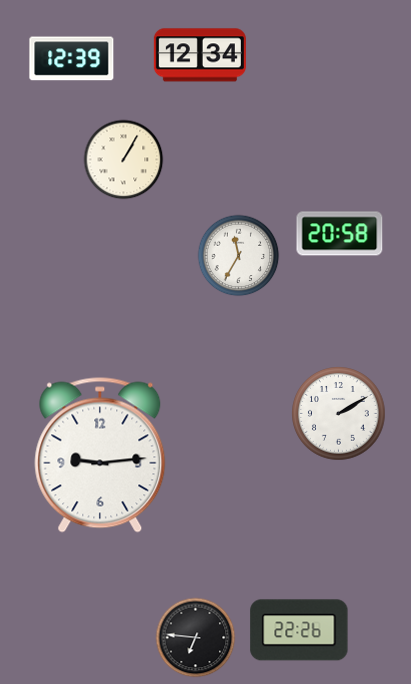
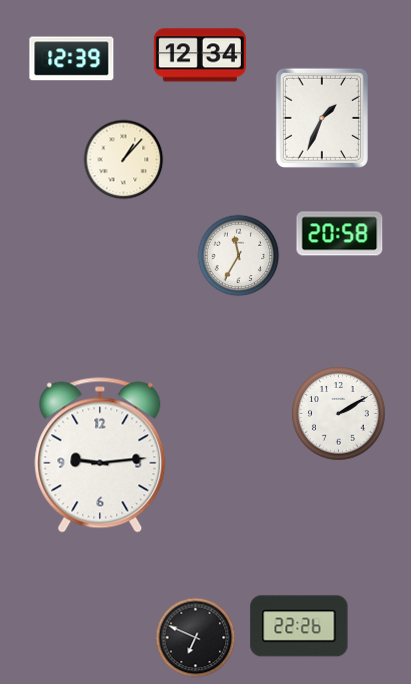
clock at (322, 118): none -> 1:34
clock at (124, 160): 1:05 -> 1:07
clock at (299, 630) position: (299, 630) -> (299, 626)
clock at (196, 638): 6:46 -> 6:49
